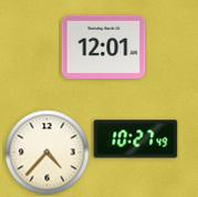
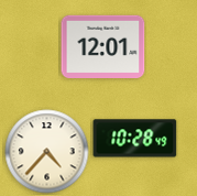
clock at (136, 139): 10:27 -> 10:28
